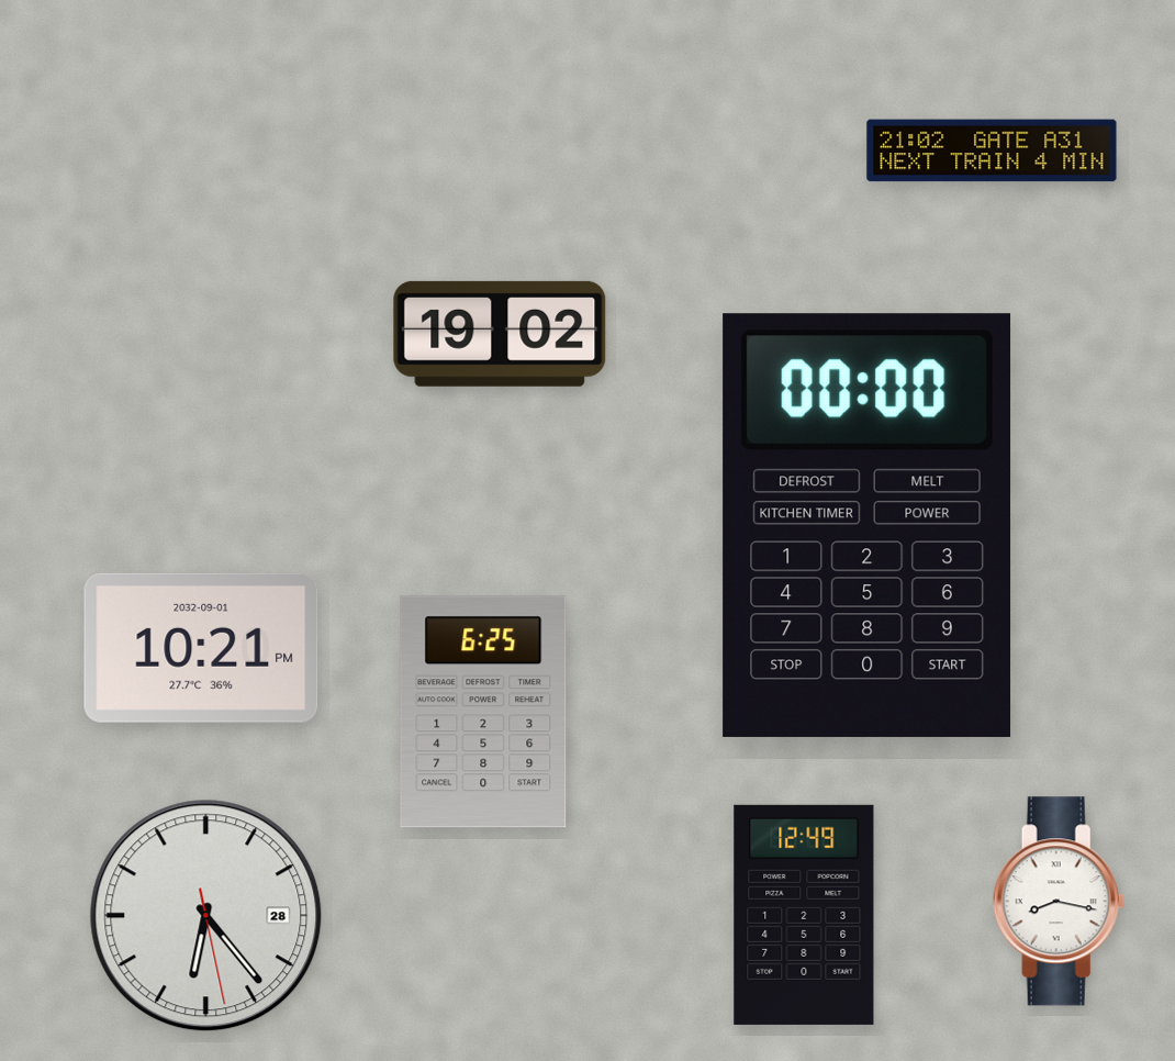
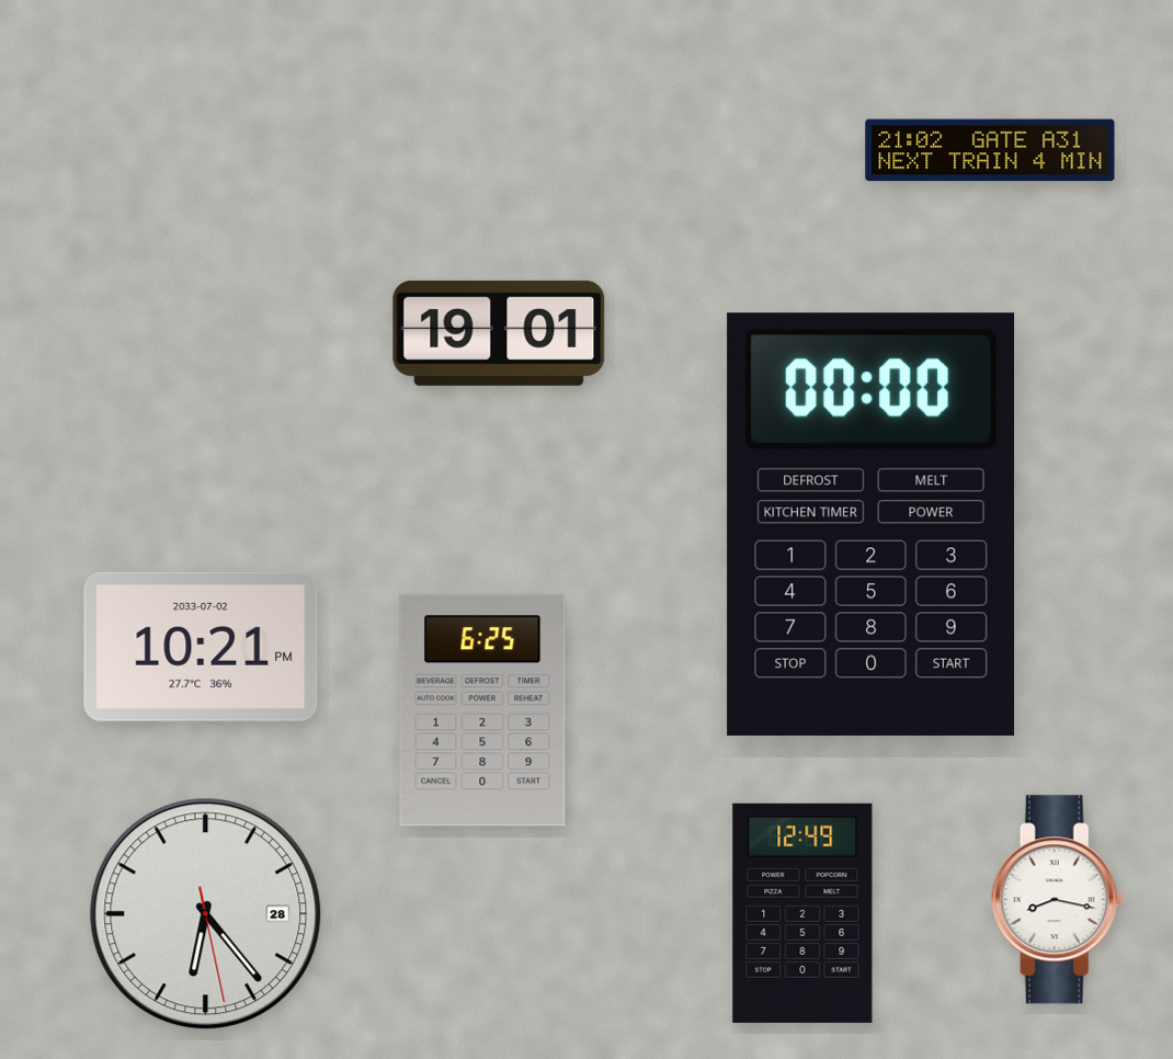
clock at (500, 334): 19:02 -> 19:01
clock at (868, 525) position: (868, 525) -> (872, 524)
clock at (201, 648) date: 2032-09-01 -> 2033-07-02
